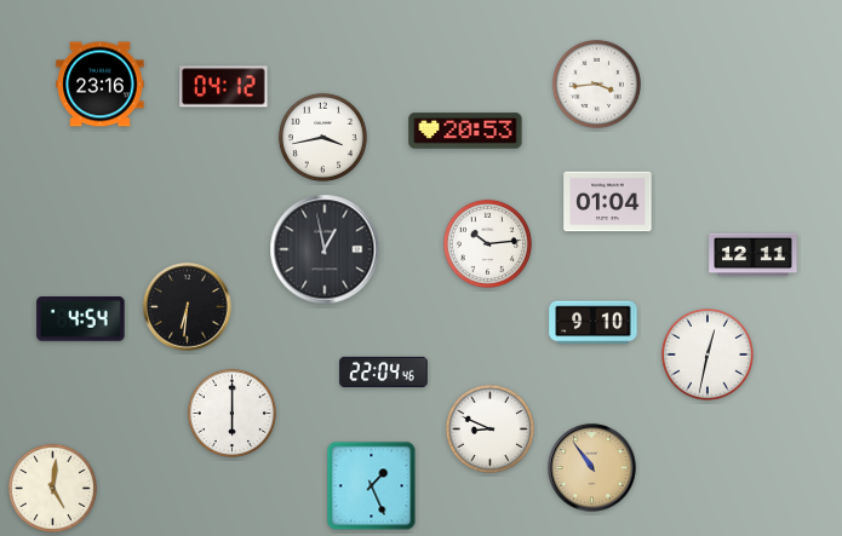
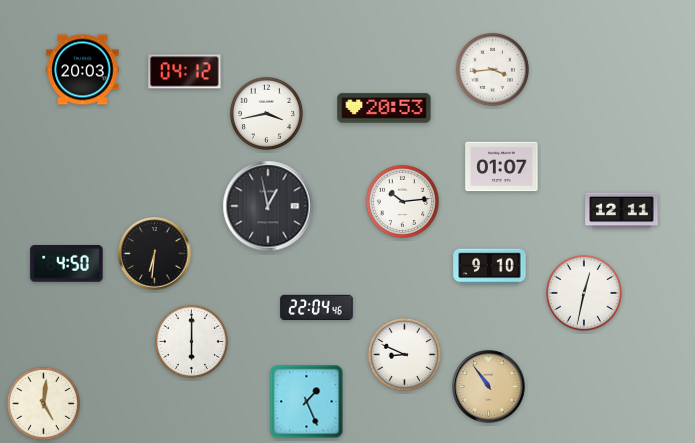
clock at (101, 85): 23:16 -> 20:03
clock at (608, 202): 01:04 -> 01:07
clock at (81, 319): 4:54 -> 4:50
